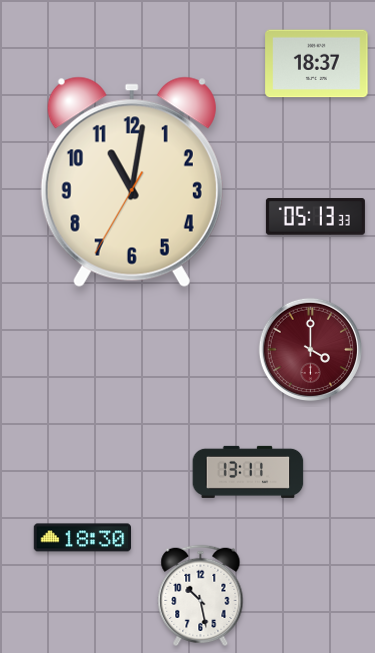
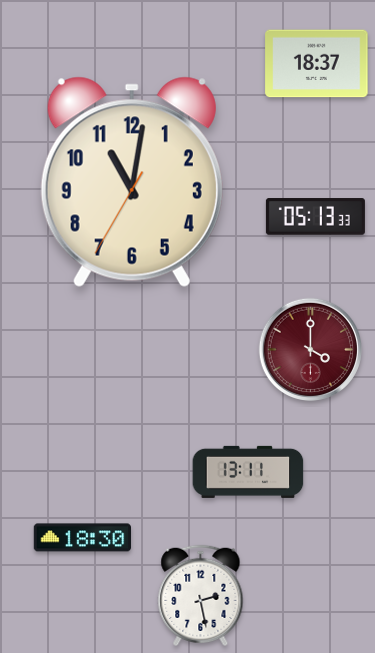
clock at (201, 596): 10:28 -> 2:28
